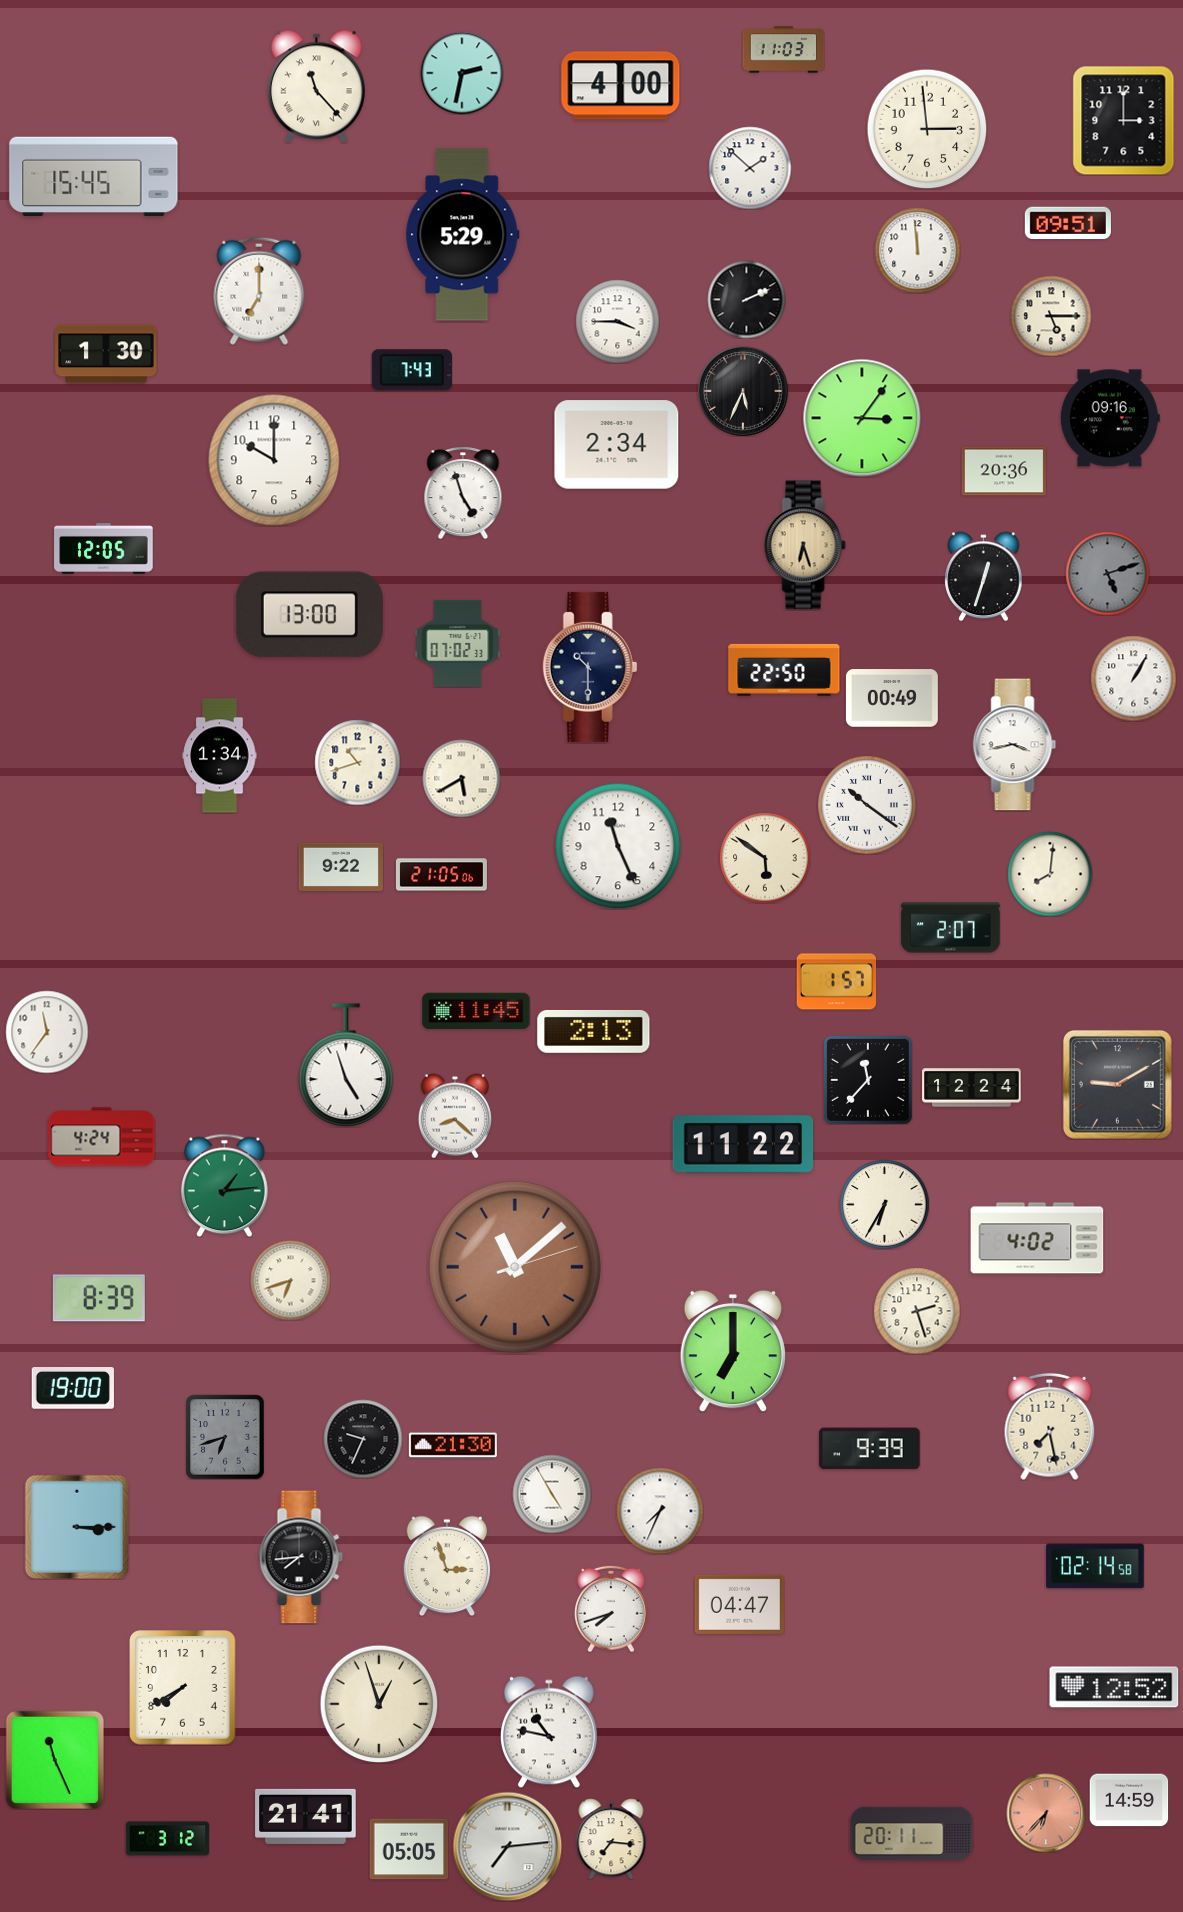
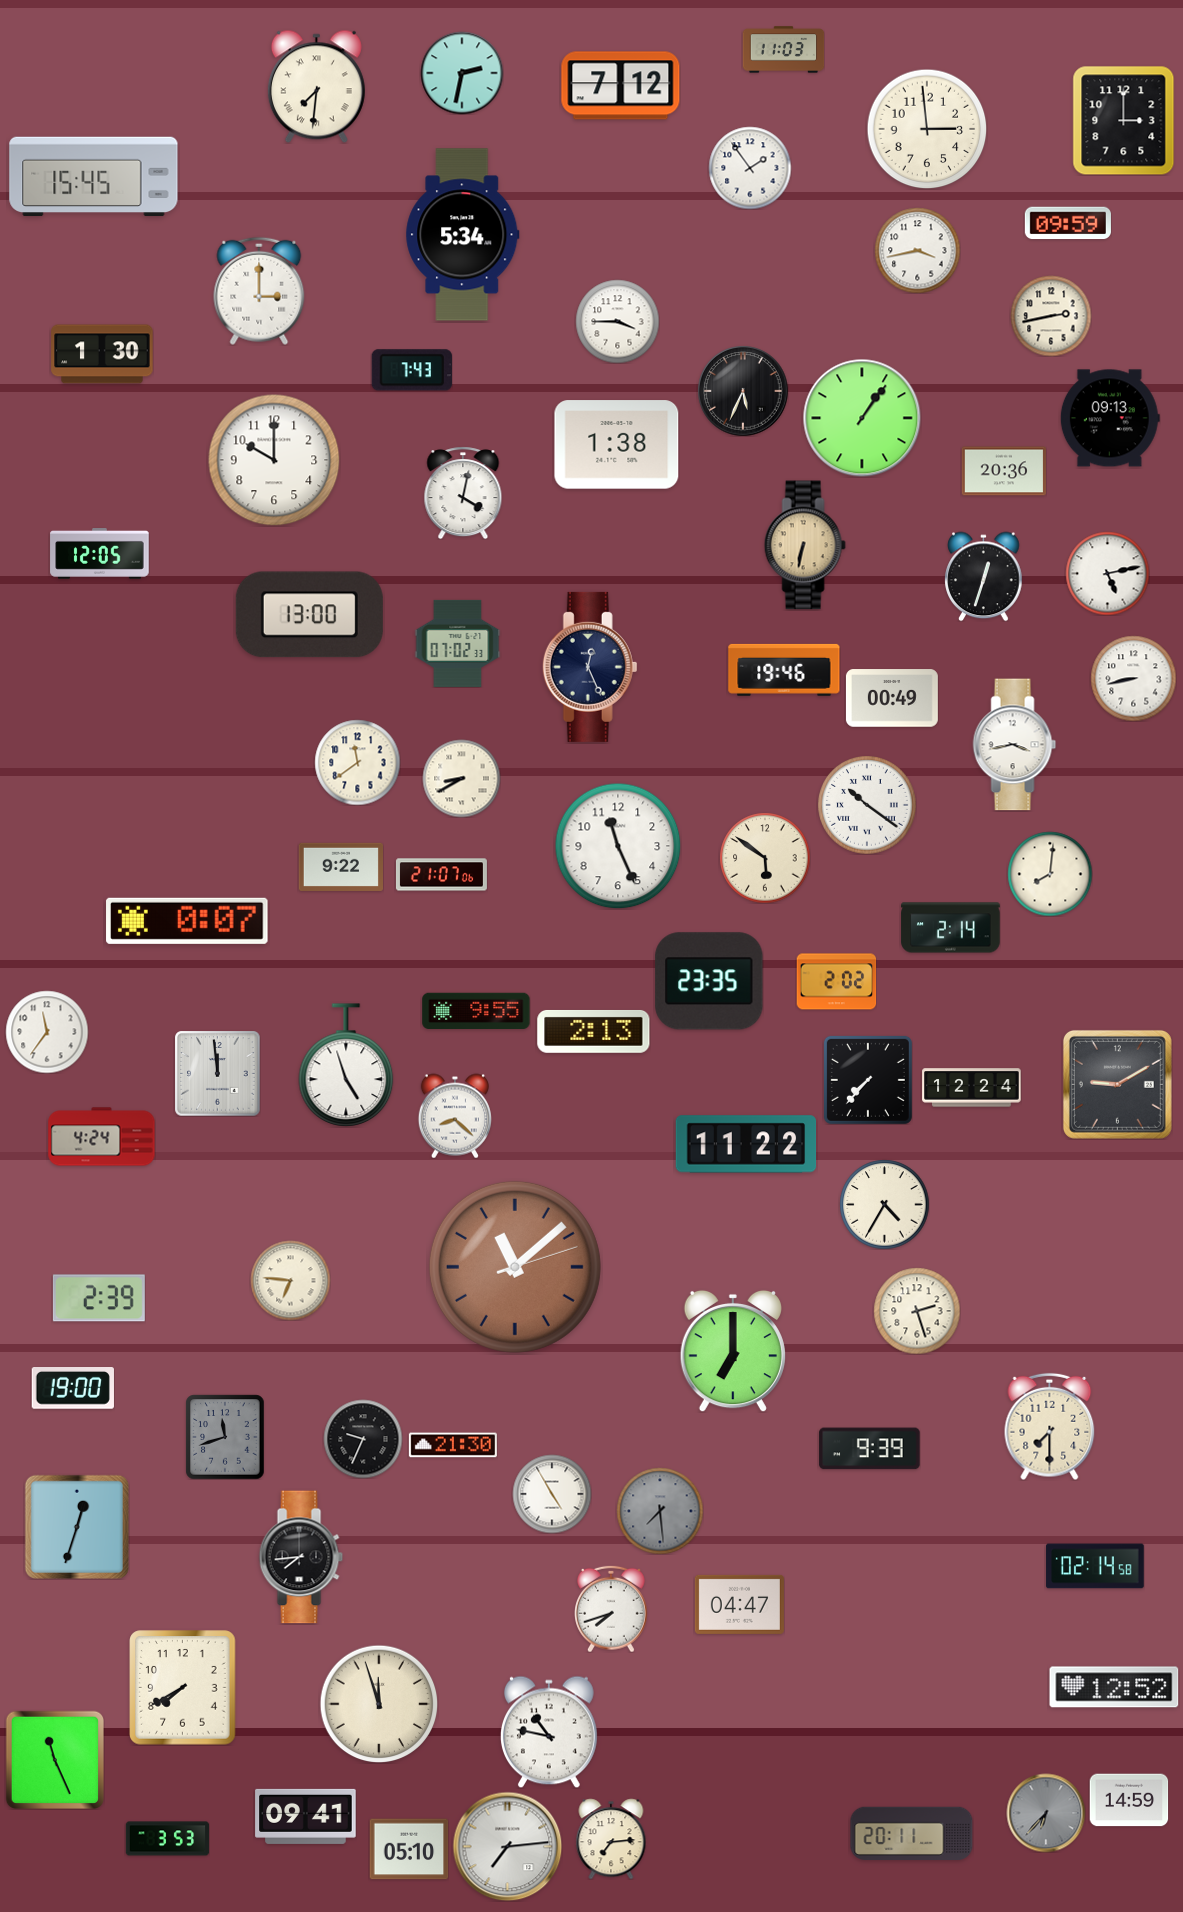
clock at (316, 86): 11:23 -> 7:31
clock at (621, 86): 4:00 -> 7:12
clock at (750, 168): 1:52 -> 1:54
clock at (1068, 223): 09:51 -> 09:59
clock at (463, 235): 5:29 -> 5:34
clock at (917, 250): 11:59 -> 3:43
clock at (259, 291): 7:00 -> 3:00
clock at (746, 299): 2:11 -> none
clock at (1051, 316): 5:15 -> 2:43
clock at (106, 354) position: (106, 354) -> (102, 354)
clock at (862, 418): 3:06 -> 1:06
clock at (1110, 418): 09:16 -> 09:13
clock at (617, 445): 2:34 -> 1:38
clock at (463, 493): 4:57 -> 4:02
clock at (805, 545): 6:27 -> 6:32
clock at (104, 549) position: (104, 549) -> (100, 554)
clock at (1107, 573): 5:12 -> 5:13
clock at (1107, 573) dial: grey -> white
clock at (590, 667): 10:30 -> 12:26
clock at (784, 670): 22:50 -> 19:46
clock at (1133, 678): 1:05 -> 8:43
clock at (220, 756): 1:34 -> none
clock at (357, 762): 10:42 -> 11:39
clock at (461, 778): 5:40 -> 8:40
clock at (441, 875): 21:05 -> 21:07
clock at (187, 921): none -> 0:07
clock at (951, 928): 2:07 -> 2:14
clock at (709, 981): none -> 23:35
clock at (836, 982): 1:57 -> 2:02
clock at (476, 1011): 11:45 -> 9:55
clock at (217, 1073): none -> 11:59
clock at (868, 1080): 11:37 -> 7:37
clock at (743, 1144) position: (743, 1144) -> (746, 1144)
clock at (225, 1185): 1:14 -> none
clock at (884, 1204): 6:35 -> 4:35
clock at (1037, 1238): 4:02 -> none
clock at (290, 1280): 6:42 -> 6:46
clock at (99, 1298): 8:39 -> 2:39
clock at (1050, 1426): 7:28 -> 7:30
clock at (225, 1437): 6:42 -> 11:42
clock at (660, 1511): 7:34 -> 7:29
clock at (660, 1511) dial: white -> grey
clock at (77, 1527): 3:15 -> 12:33
clock at (447, 1566): 2:57 -> none
clock at (379, 1704): 12:57 -> 11:57
clock at (1046, 1813) dial: salmon -> grey
clock at (306, 1816): 21:41 -> 09:41
clock at (167, 1839): 3:12 -> 3:53
clock at (611, 1839): 7:16 -> 7:14
clock at (409, 1849): 05:05 -> 05:10
